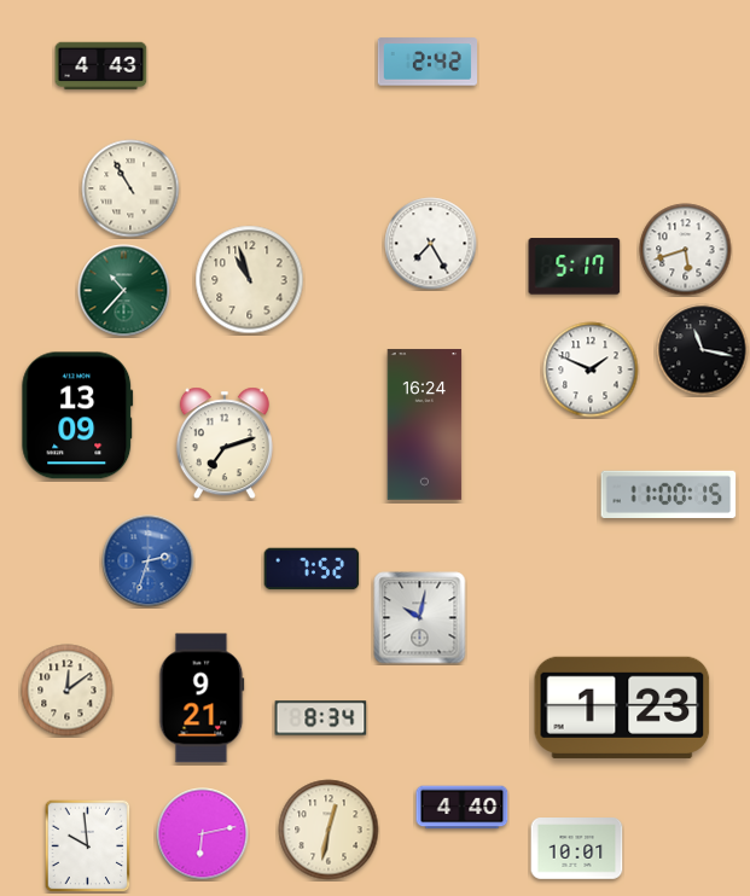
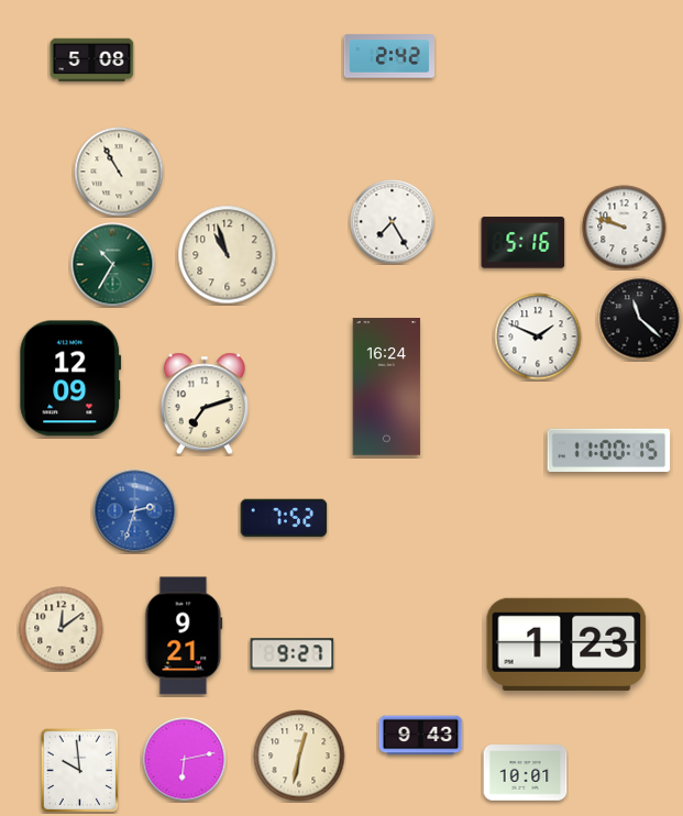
clock at (101, 66): 4:43 -> 5:08
clock at (686, 250): 5:42 -> 9:48
clock at (575, 267): 5:17 -> 5:16
clock at (124, 291): 10:37 -> 10:35
clock at (703, 350): 11:17 -> 11:22
clock at (77, 415): 13:09 -> 12:09
clock at (420, 618): 10:02 -> none
clock at (321, 718): 8:34 -> 9:27
clock at (463, 808): 4:40 -> 9:43
